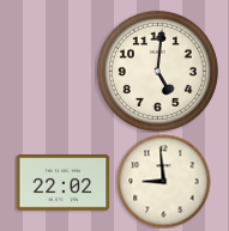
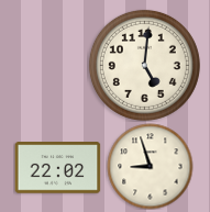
clock at (163, 181): 8:59 -> 8:57
